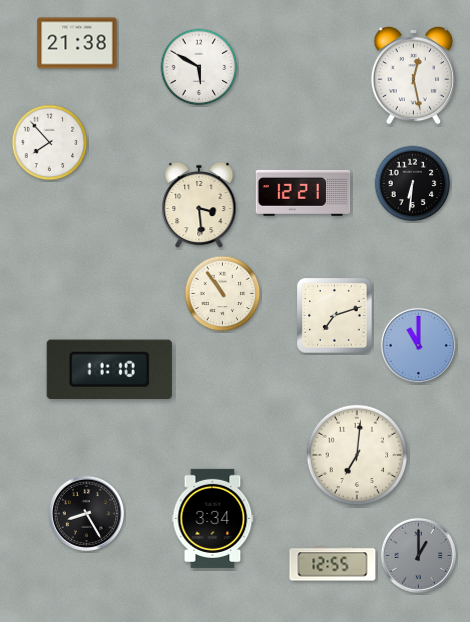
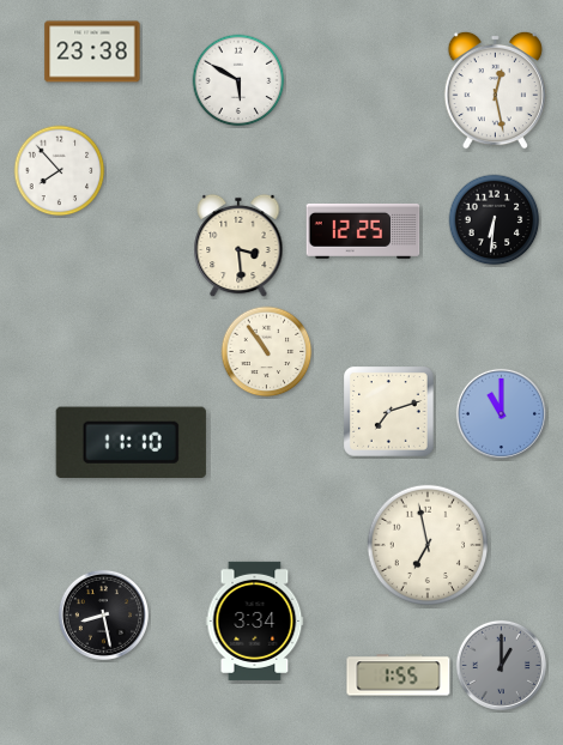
clock at (77, 43): 21:38 -> 23:38
clock at (303, 193): 12:21 -> 12:25
clock at (335, 316) position: (335, 316) -> (389, 412)
clock at (356, 454): 7:01 -> 6:58
clock at (86, 513): 8:25 -> 8:28
clock at (333, 564): 12:55 -> 1:55
